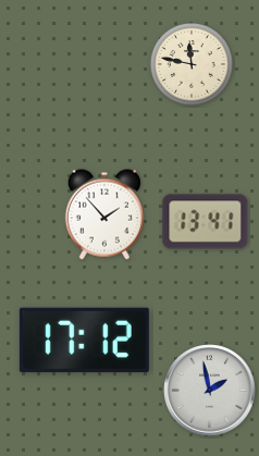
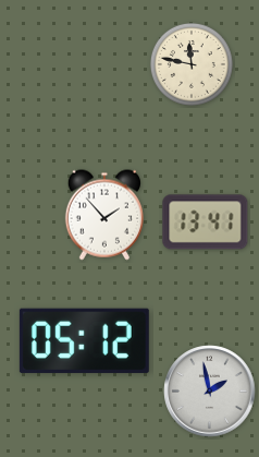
clock at (84, 340): 17:12 -> 05:12
